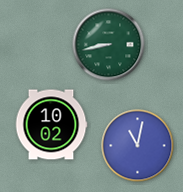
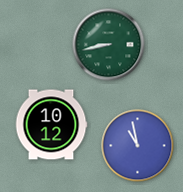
clock at (51, 125): 10:02 -> 10:12
clock at (138, 146): 11:02 -> 10:58
